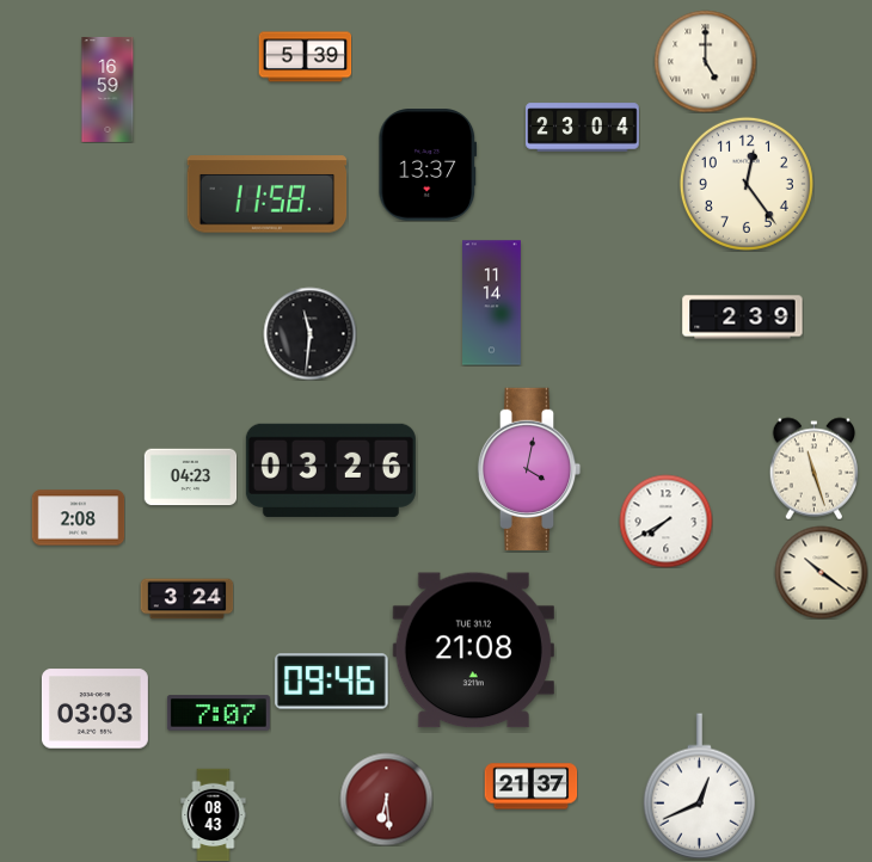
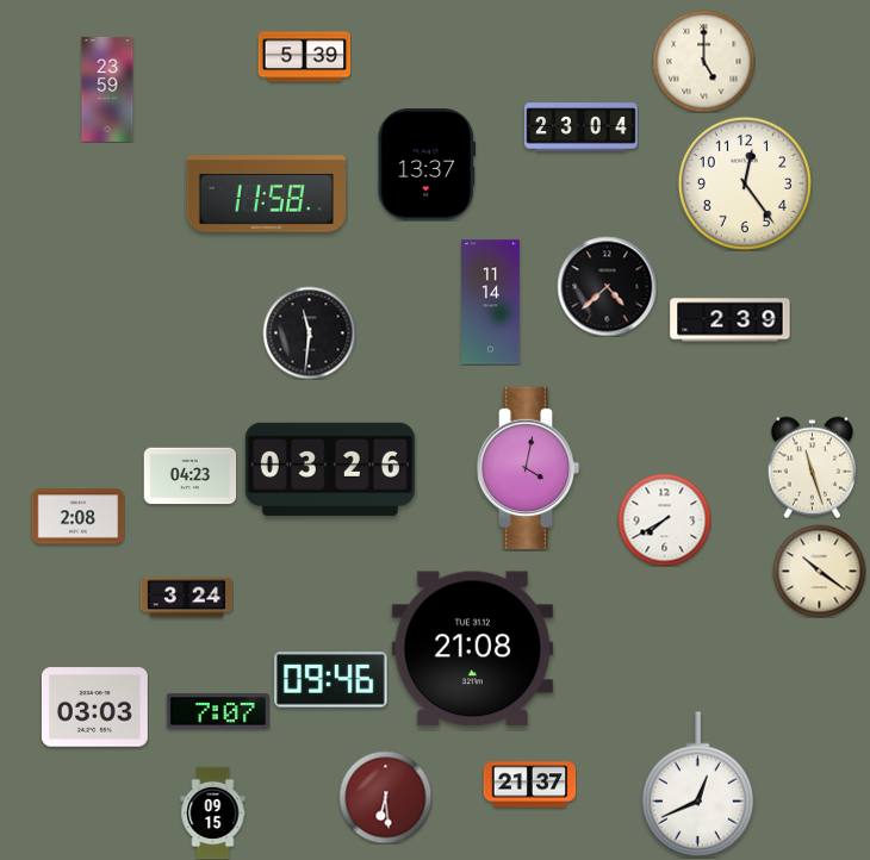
clock at (108, 90): 16:59 -> 23:59
clock at (607, 286): none -> 4:38
clock at (743, 318) position: (743, 318) -> (731, 320)
clock at (214, 814): 08:43 -> 09:15
